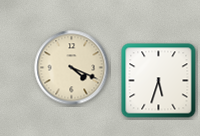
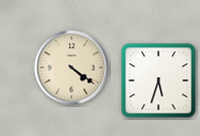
clock at (72, 68): 4:19 -> 4:21
